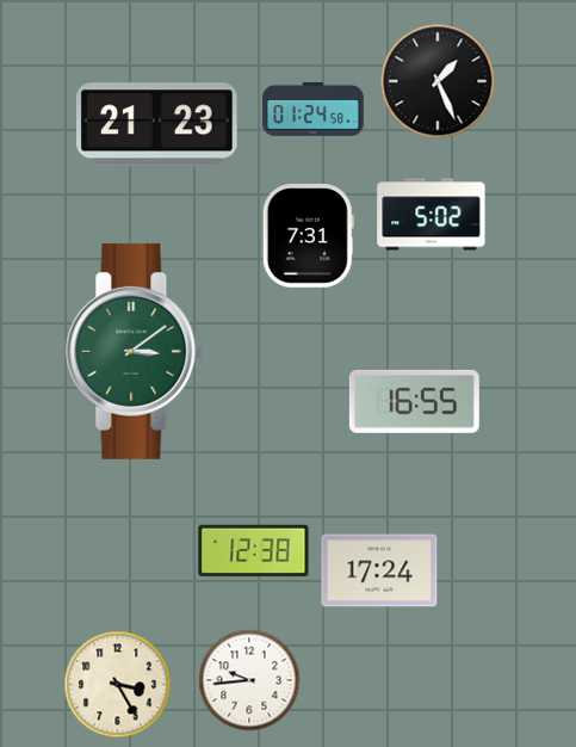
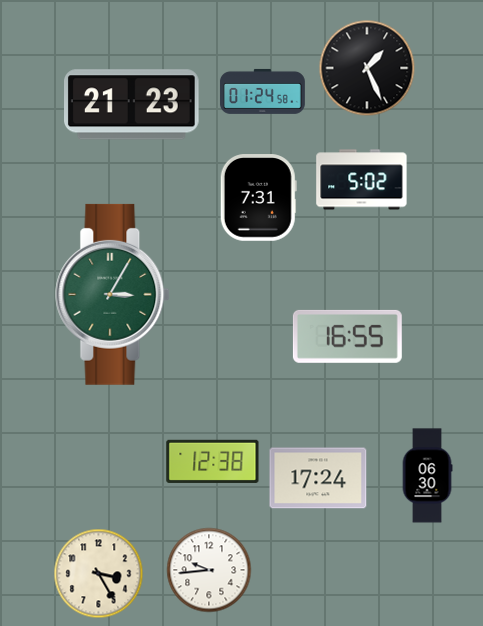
clock at (135, 351): 3:09 -> 3:05
clock at (427, 476): none -> 06:30
